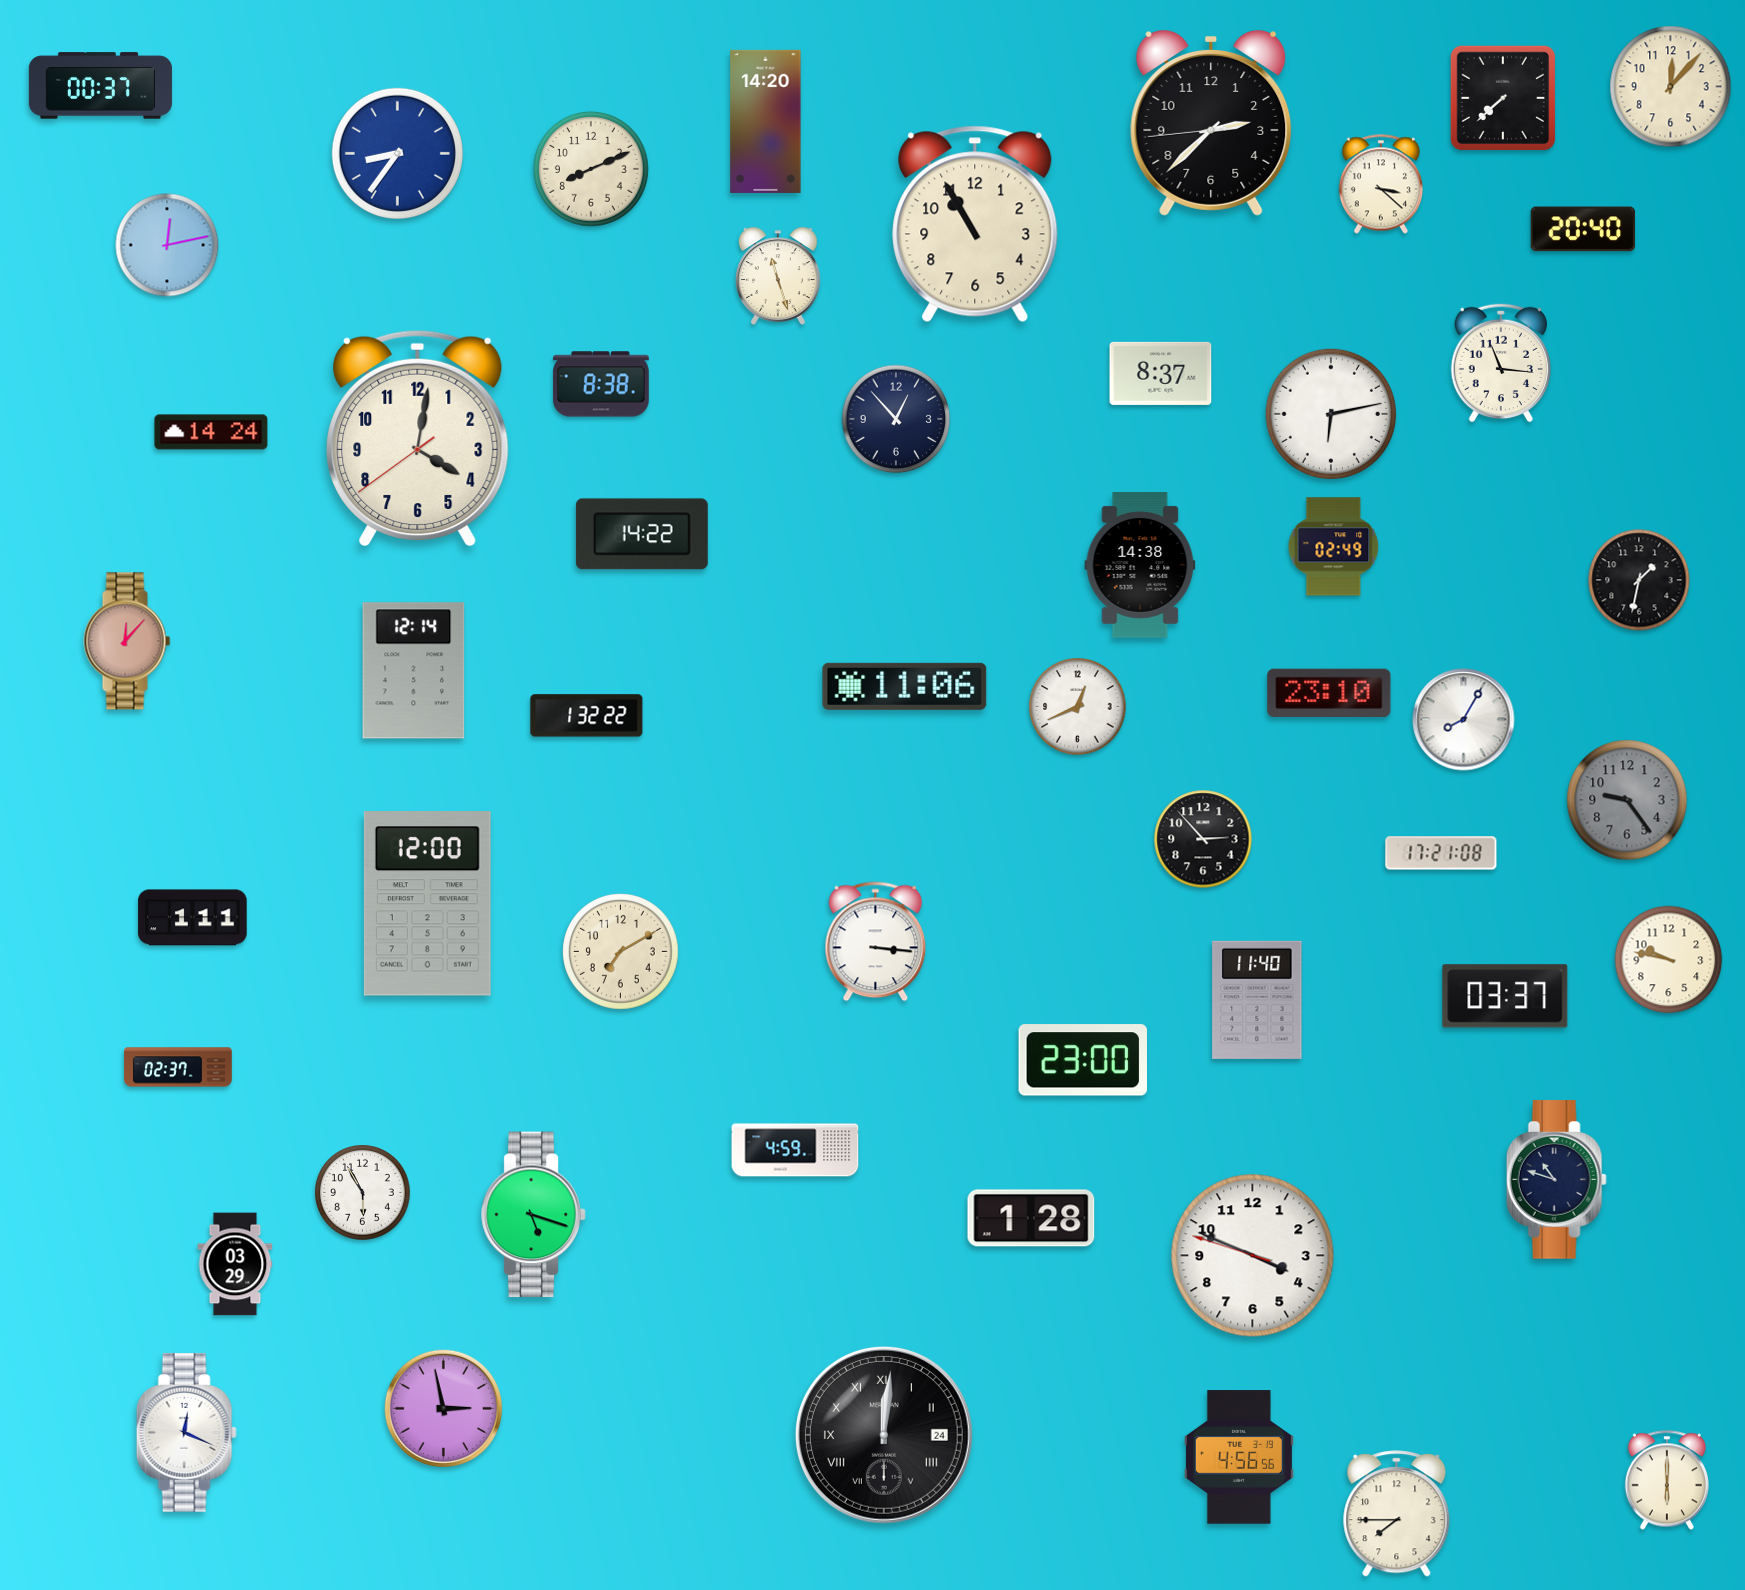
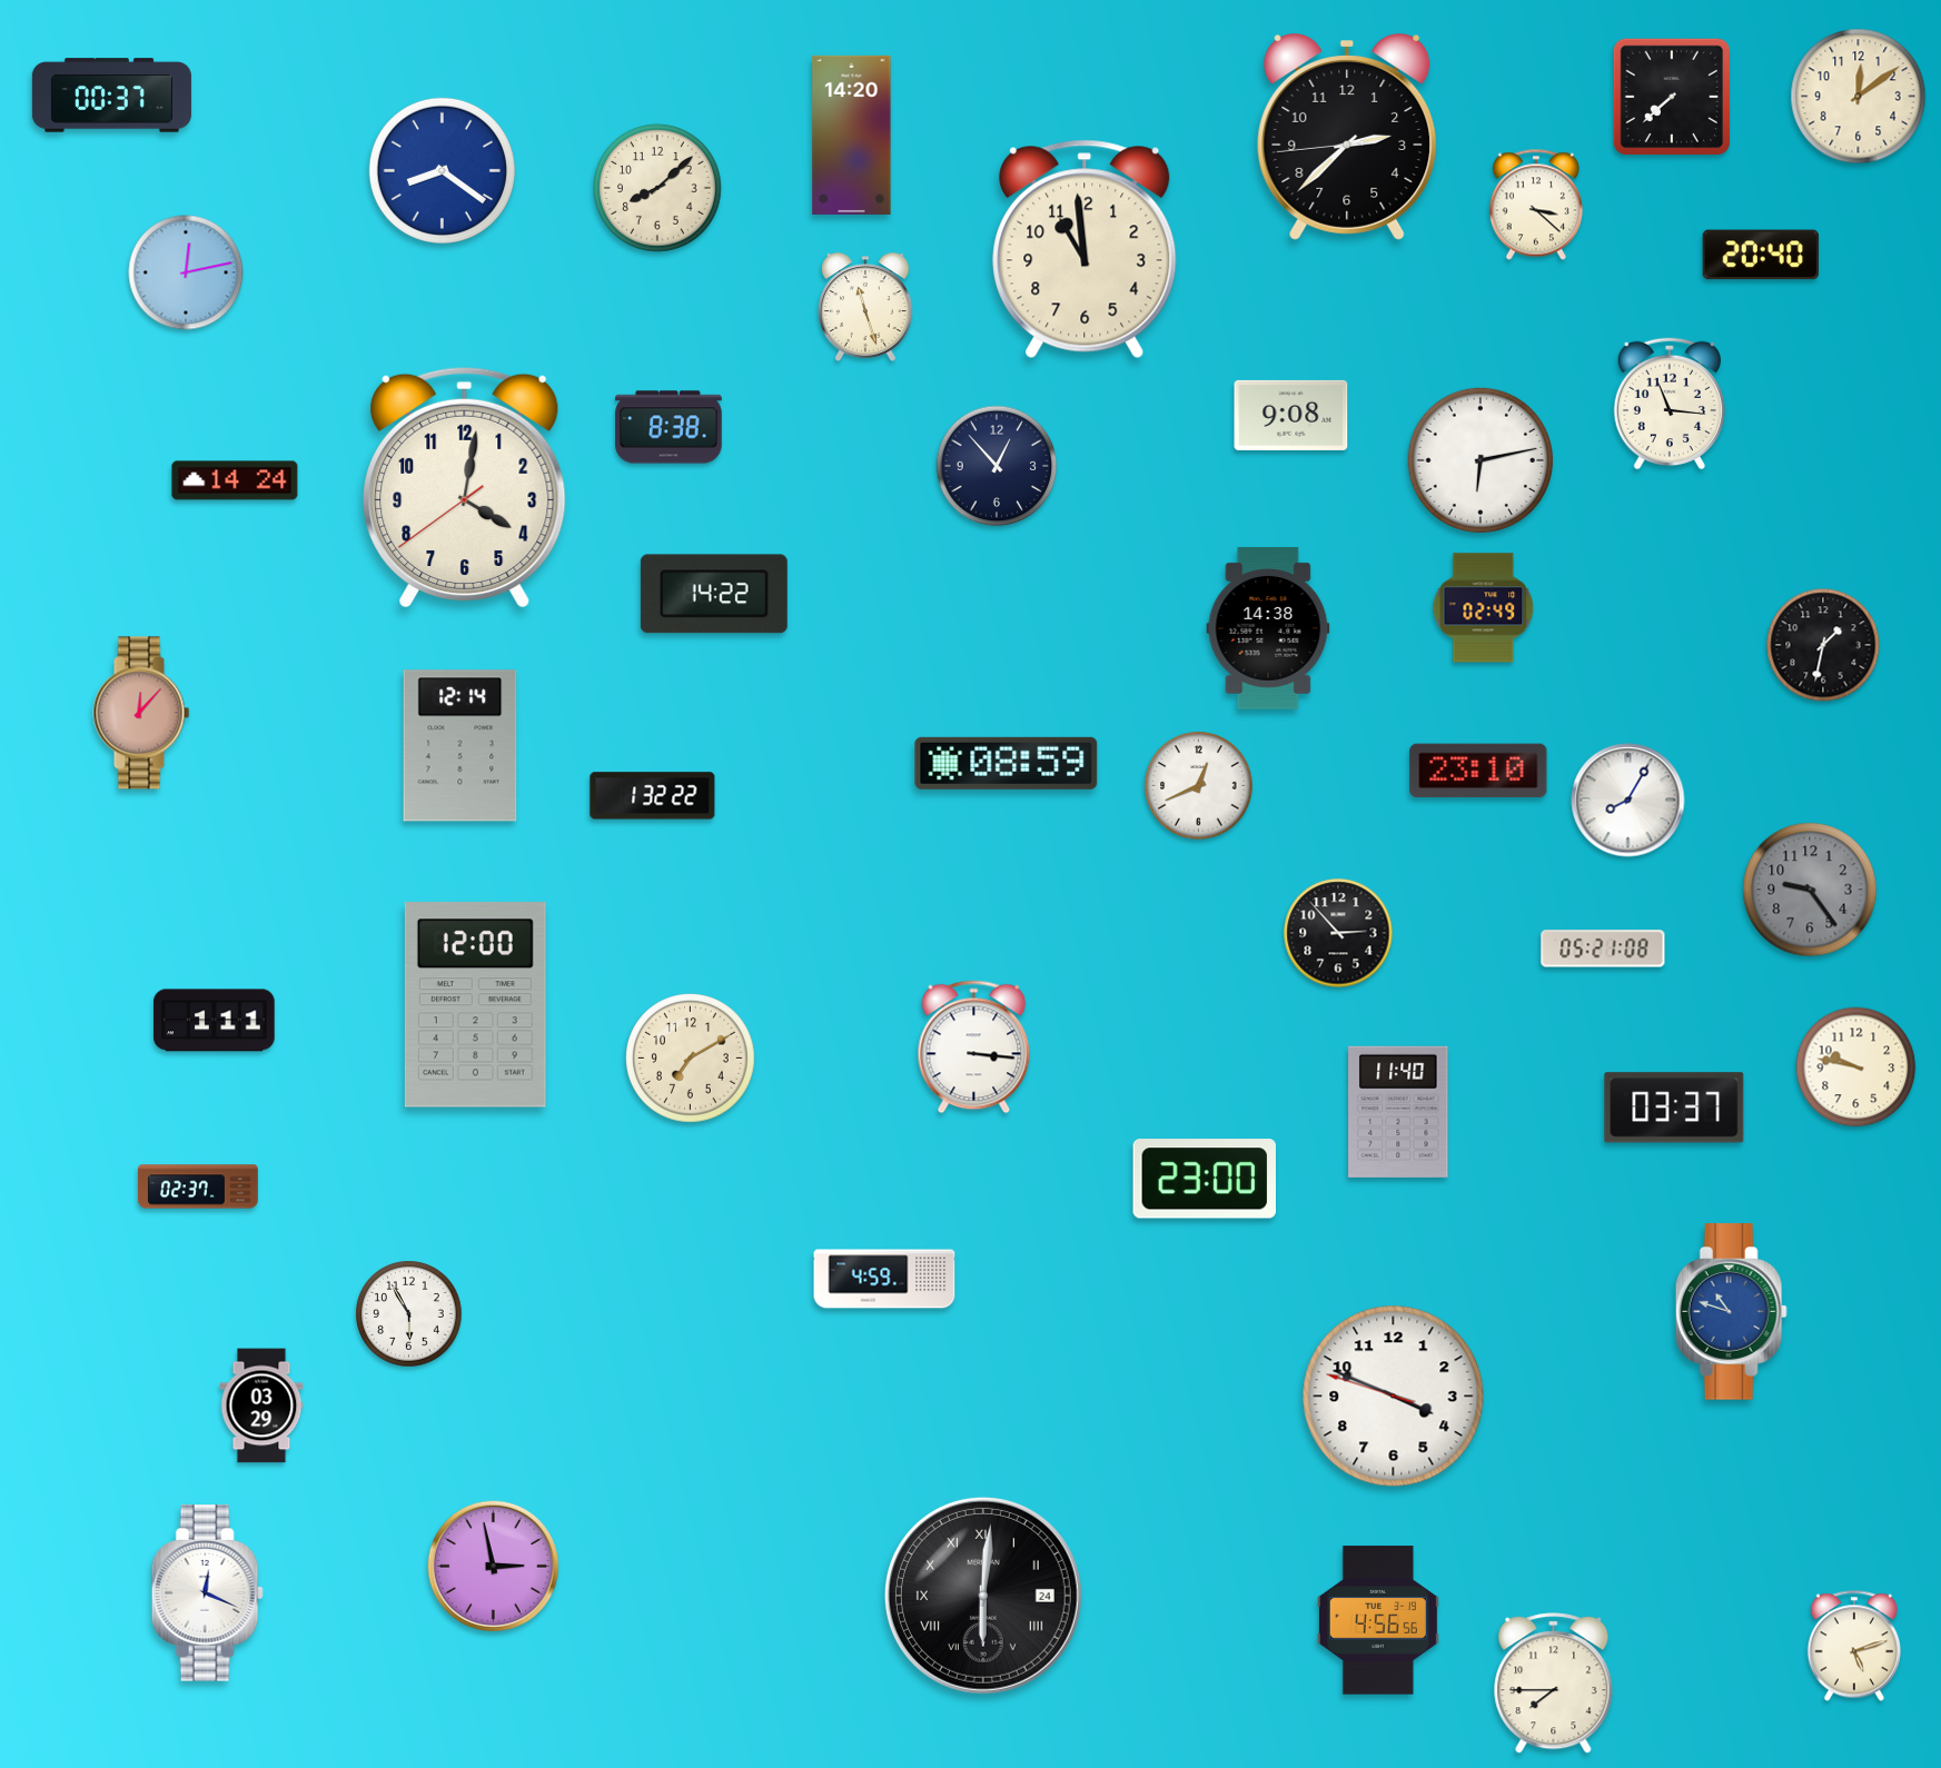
clock at (1671, 87): 12:07 -> 12:09
clock at (1502, 97) position: (1502, 97) -> (1671, 96)
clock at (397, 153): 8:36 -> 8:21
clock at (591, 169): 8:11 -> 8:08
clock at (975, 224): 10:55 -> 10:59
clock at (1161, 373): 8:37 -> 9:08
clock at (905, 686): 11:06 -> 08:59
clock at (1441, 853): 17:21 -> 05:21
clock at (1556, 1180) dial: navy -> blue
clock at (363, 1193) position: (363, 1193) -> (409, 1314)
clock at (534, 1215): 5:18 -> none
clock at (1031, 1218): 1:28 -> none
clock at (884, 1435): 12:01 -> 6:01
clock at (1667, 1480): 6:00 -> 5:12
